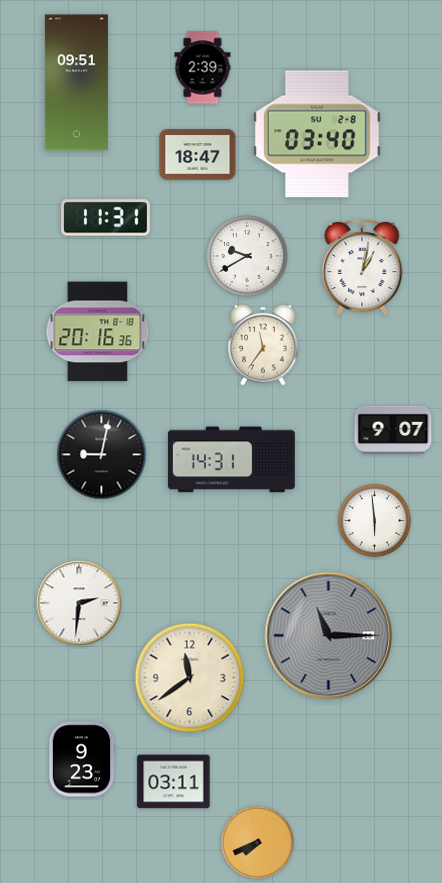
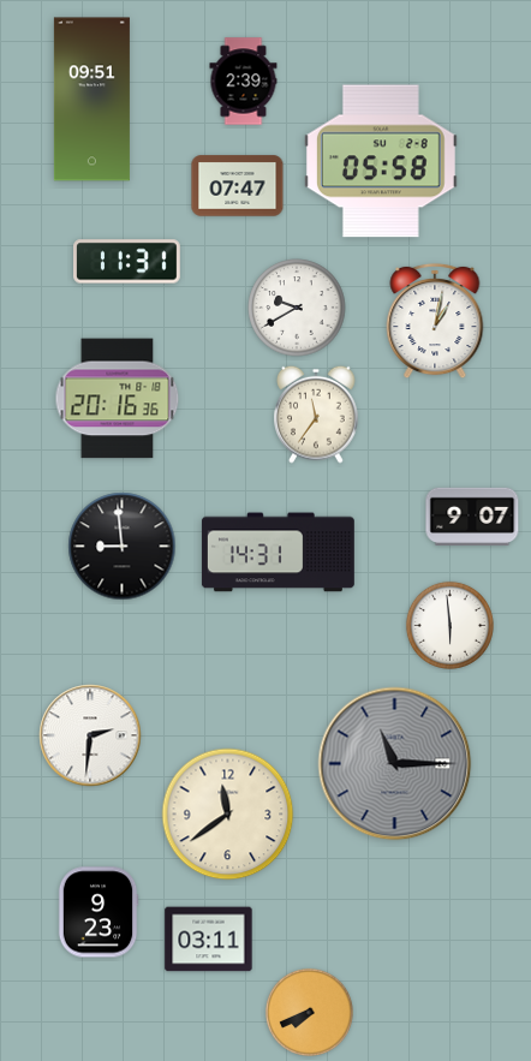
clock at (317, 134): 03:40 -> 05:58
clock at (198, 155): 18:47 -> 07:47
clock at (102, 455): 9:02 -> 8:59
clock at (79, 603) position: (79, 603) -> (90, 735)
